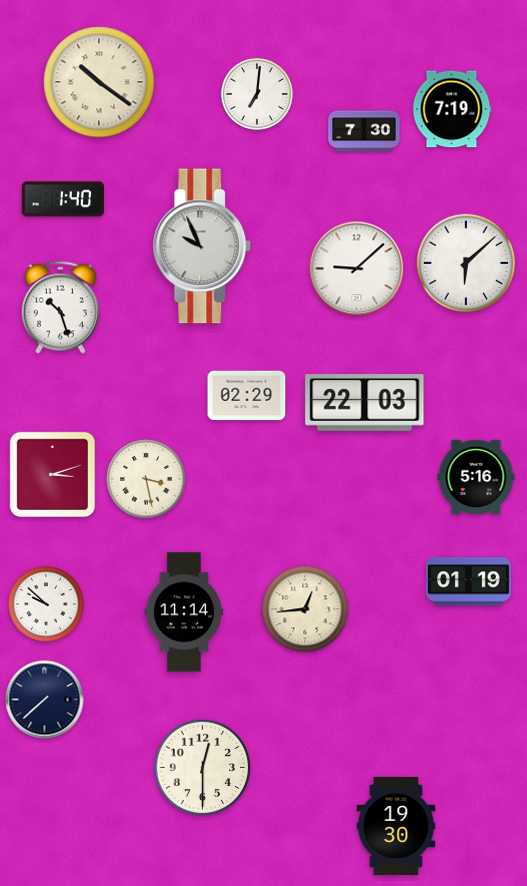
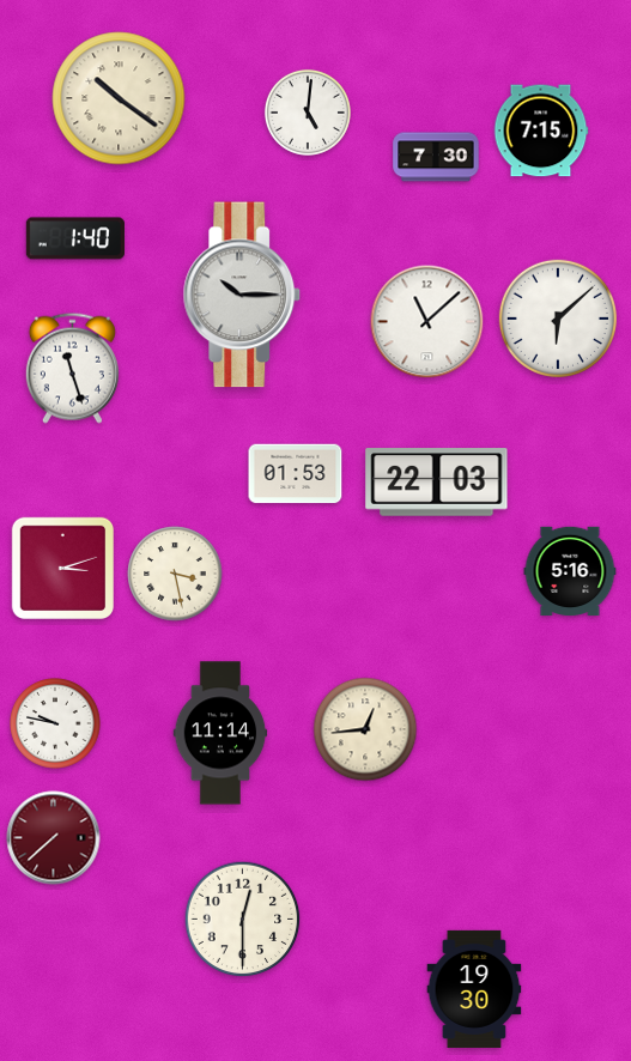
clock at (257, 94): 7:01 -> 5:01
clock at (452, 109): 7:19 -> 7:15
clock at (202, 246): 9:56 -> 10:15
clock at (466, 263) position: (466, 263) -> (558, 319)
clock at (357, 269): 9:08 -> 11:08
clock at (60, 307): 10:27 -> 11:27
clock at (247, 396): 02:29 -> 01:53
clock at (469, 582): 01:19 -> none
clock at (46, 604): 9:52 -> 9:47
clock at (45, 700) dial: navy -> burgundy
